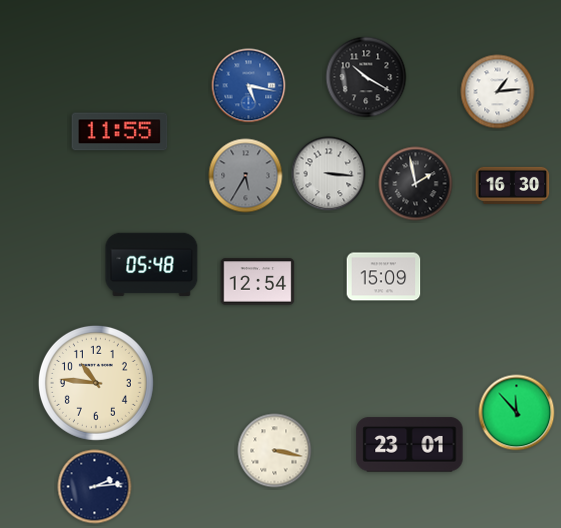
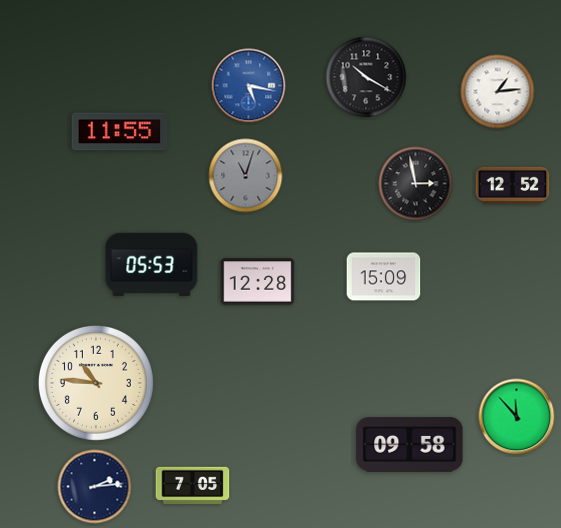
clock at (329, 174): 3:16 -> none
clock at (246, 176): 5:35 -> 11:03
clock at (416, 184): 1:58 -> 2:58
clock at (513, 185): 16:30 -> 12:52
clock at (152, 265): 05:48 -> 05:53
clock at (258, 282): 12:54 -> 12:28
clock at (517, 413) position: (517, 413) -> (517, 417)
clock at (410, 445): 23:01 -> 09:58
clock at (275, 451): 3:17 -> none
clock at (193, 486): none -> 7:05
